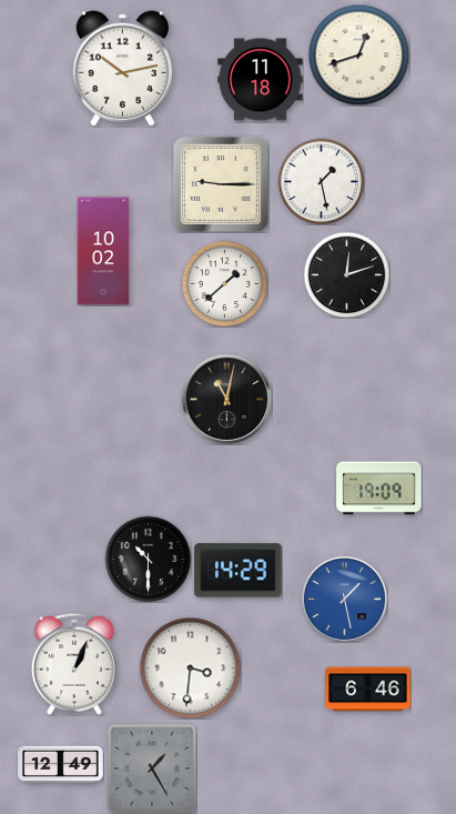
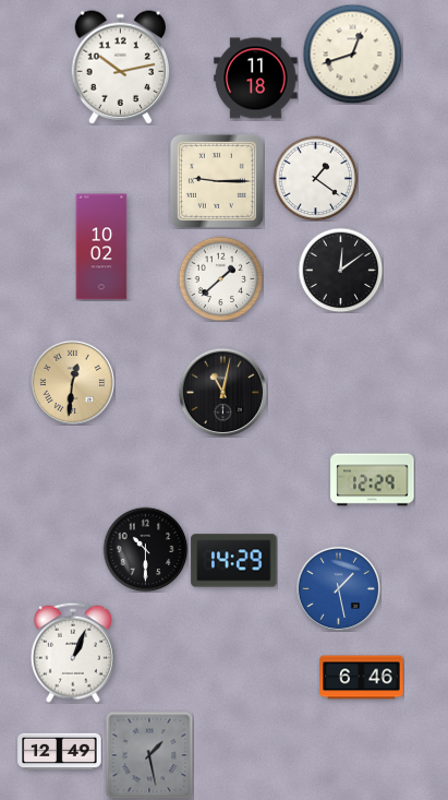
clock at (321, 181): 1:28 -> 1:21
clock at (346, 274): 12:12 -> 12:09
clock at (72, 382): none -> 12:31
clock at (379, 489): 19:09 -> 12:29
clock at (190, 667): 3:31 -> none
clock at (152, 768): 1:25 -> 1:28
